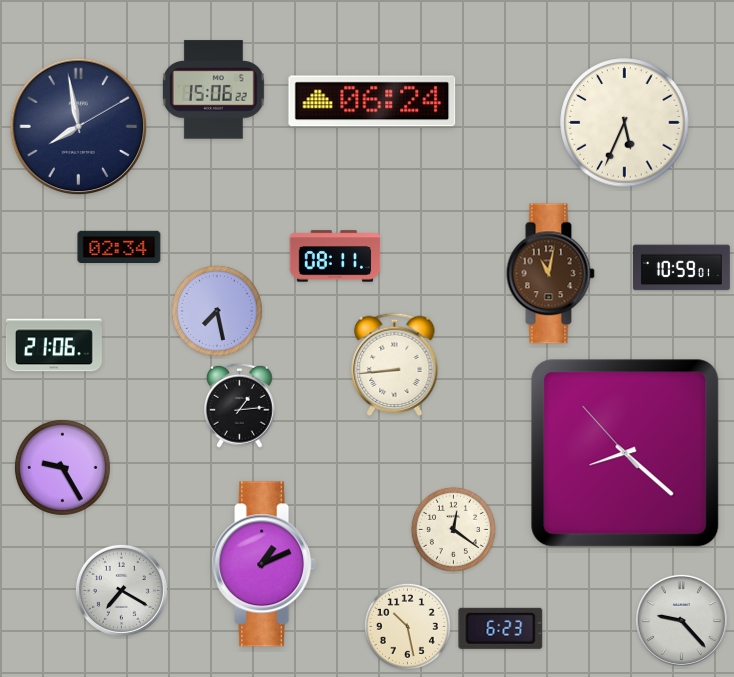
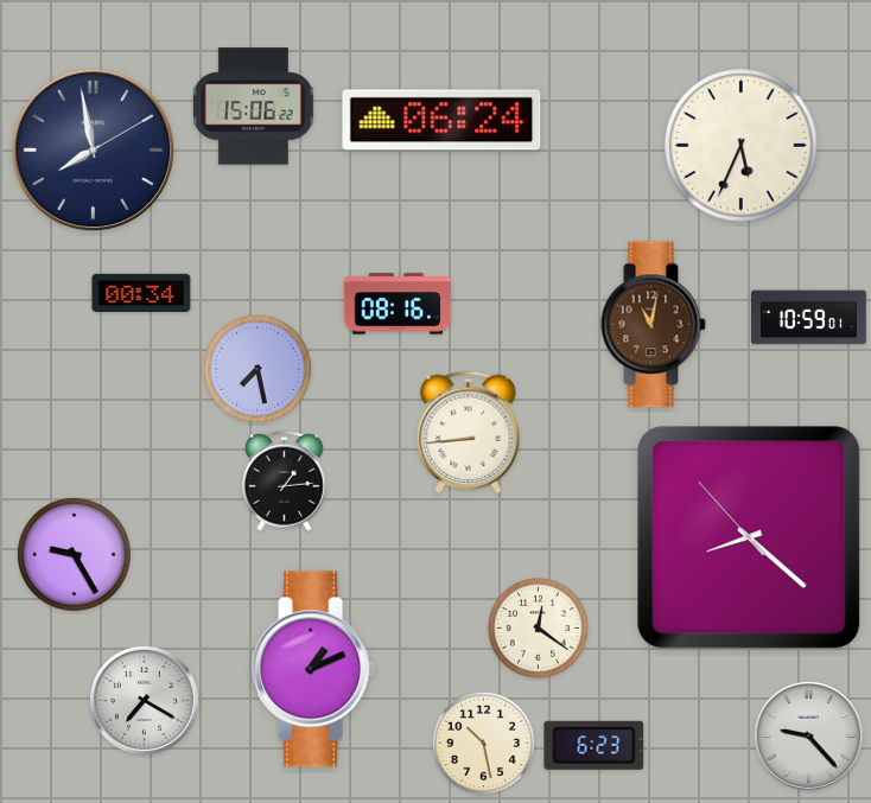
clock at (119, 247): 02:34 -> 00:34
clock at (335, 256): 08:11 -> 08:16
clock at (54, 345): 21:06 -> none
clock at (625, 453) position: (625, 453) -> (749, 537)
